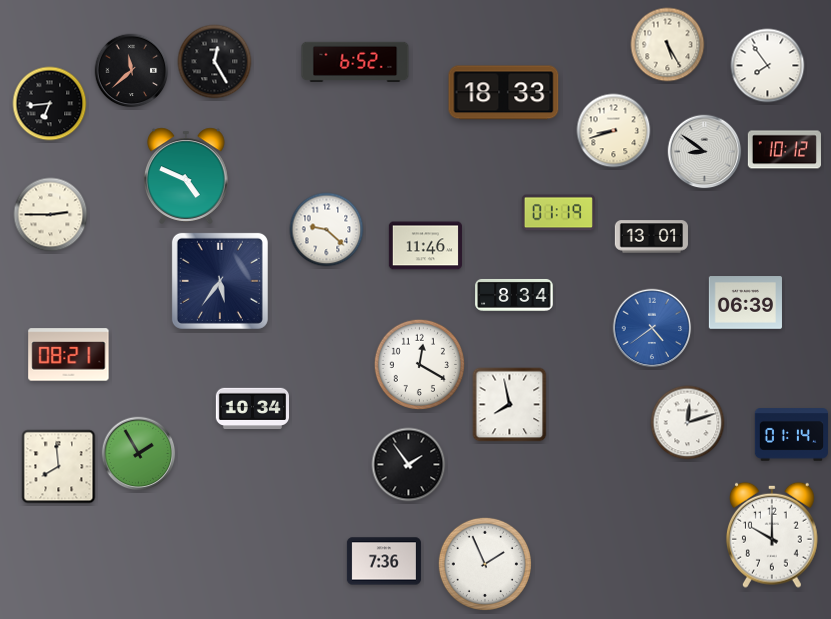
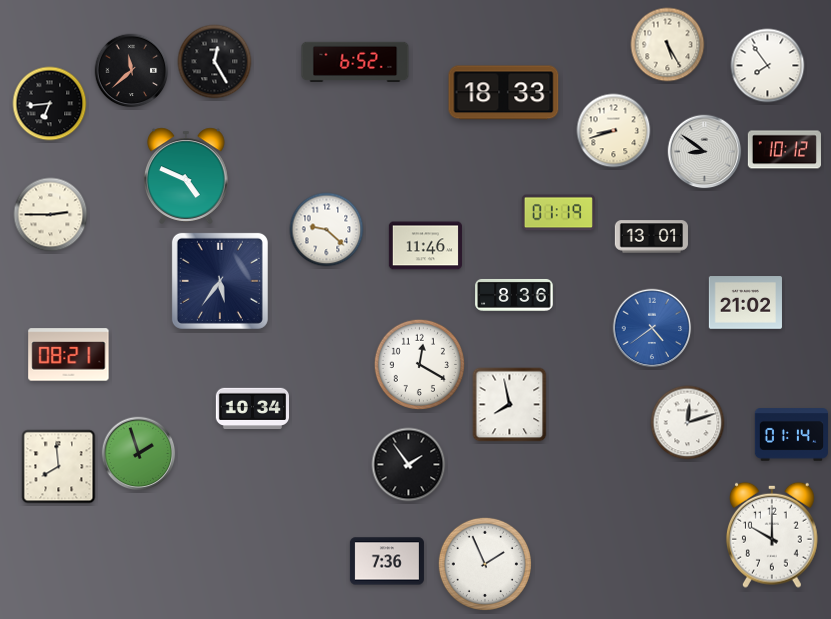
clock at (514, 295): 8:34 -> 8:36
clock at (745, 303): 06:39 -> 21:02
clock at (139, 454): 1:55 -> 1:57
clock at (384, 561) position: (384, 561) -> (387, 561)
